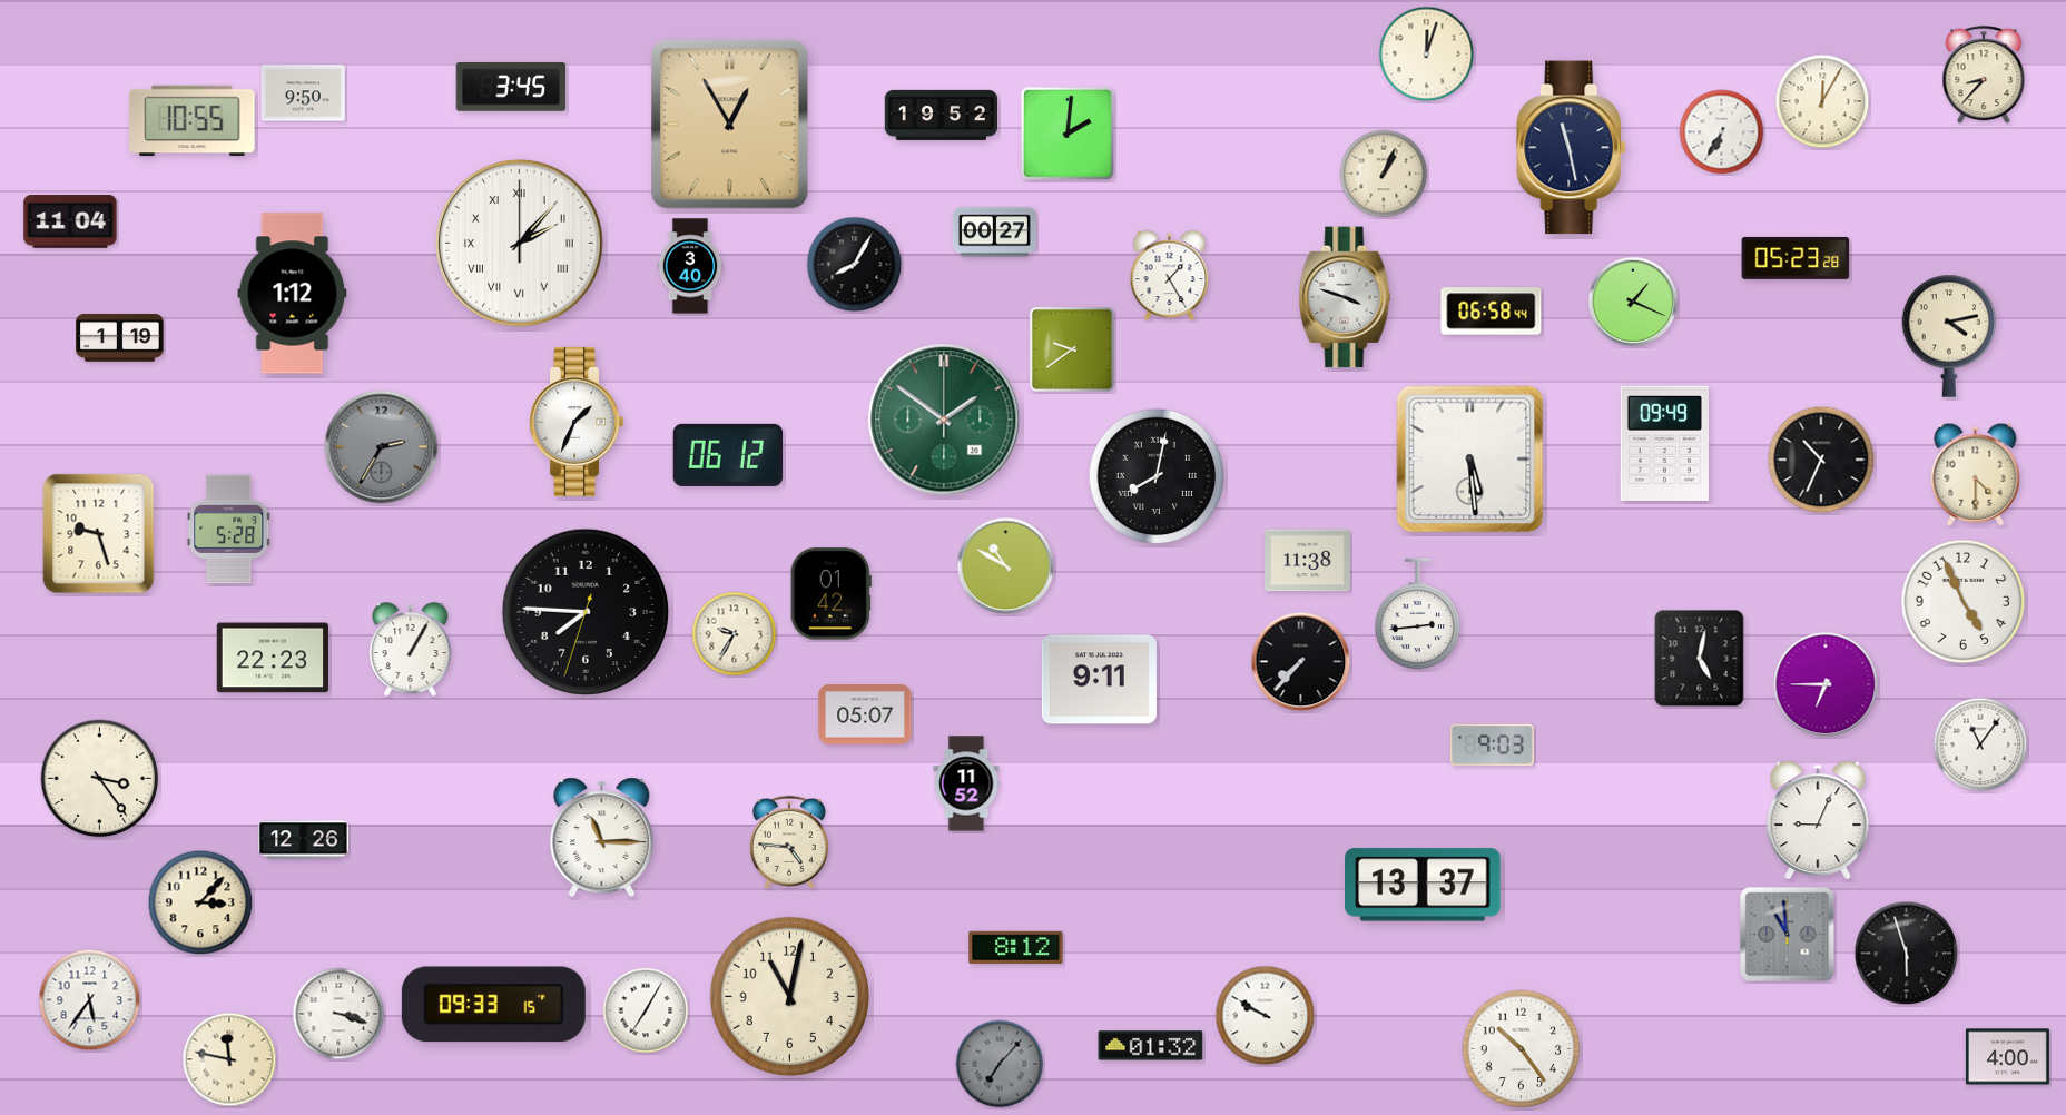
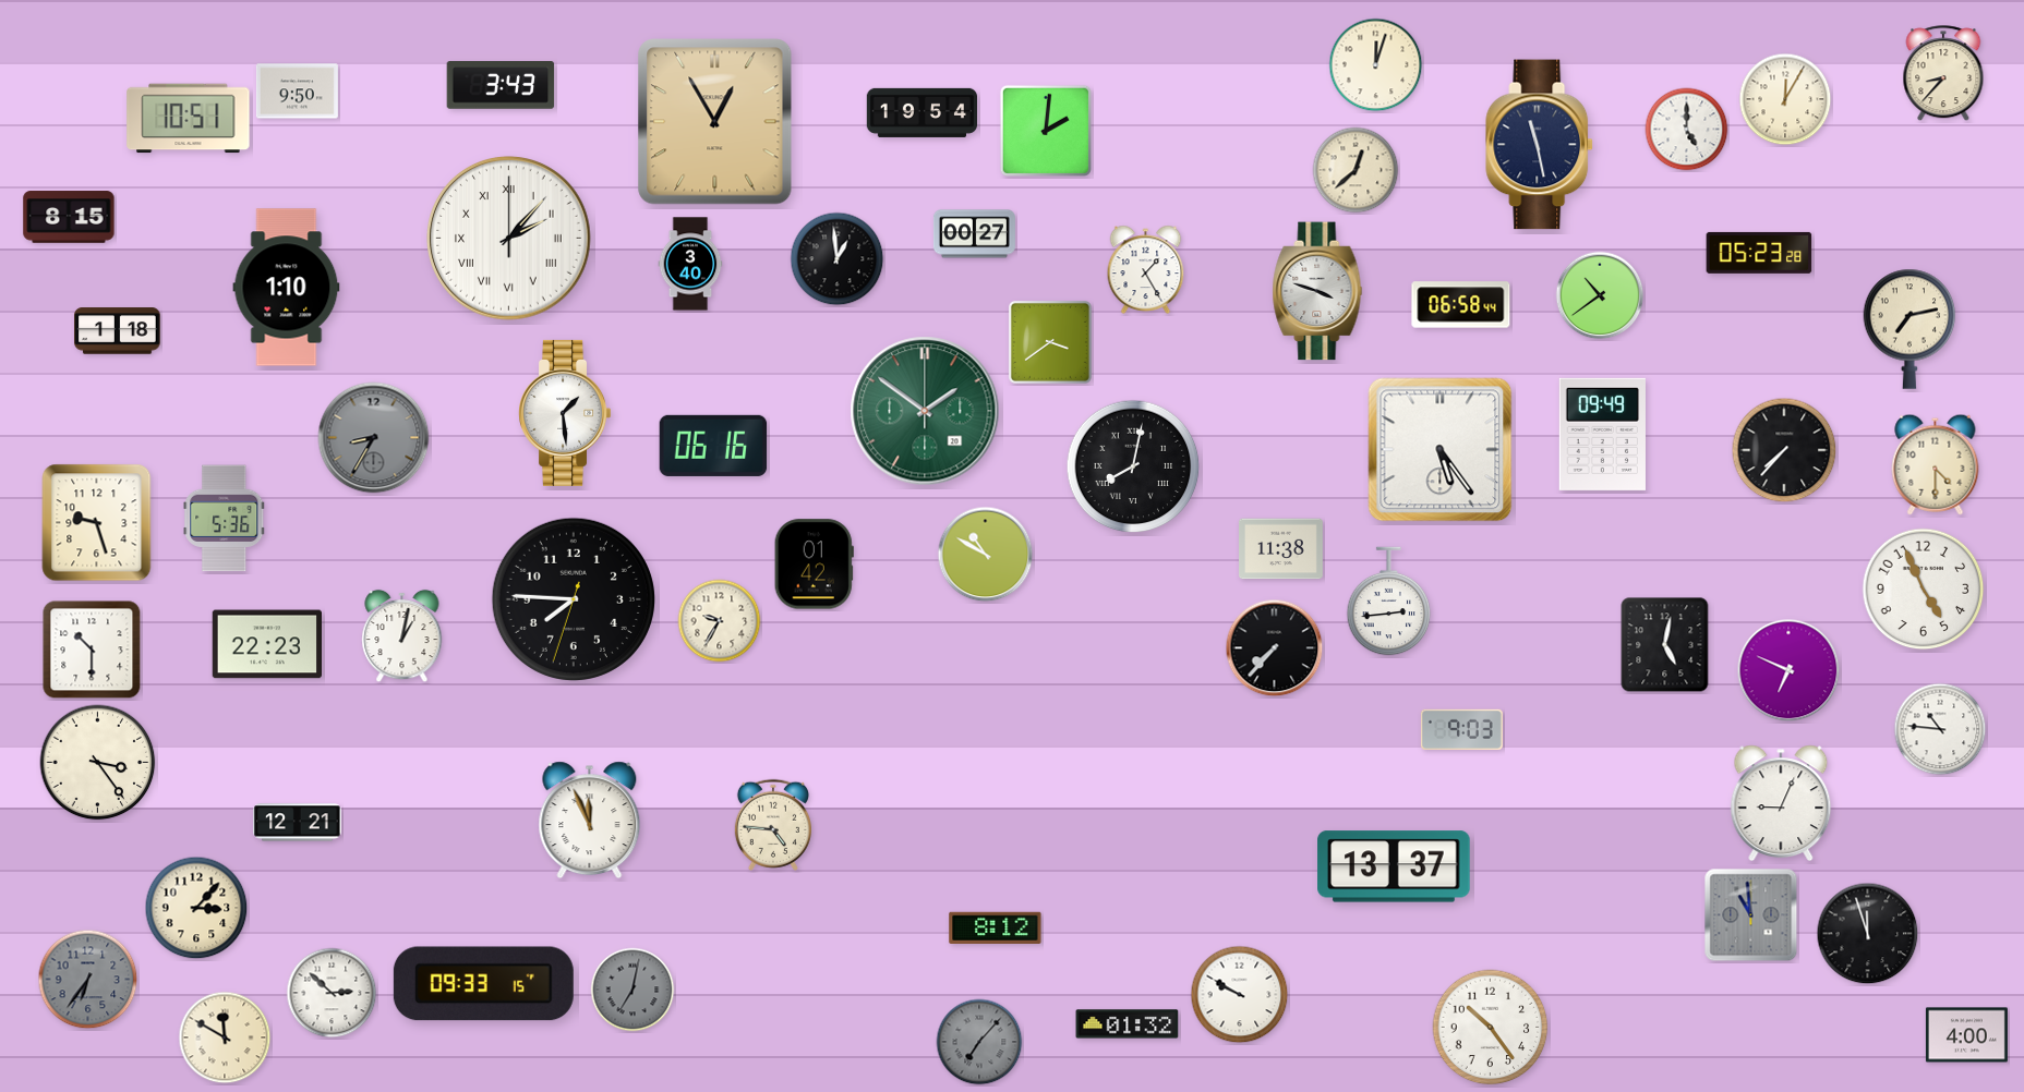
clock at (1427, 55) position: (1427, 55) -> (1376, 65)
clock at (511, 88): 3:45 -> 3:43
clock at (941, 115): 19:52 -> 19:54
clock at (193, 121): 10:55 -> 10:51
clock at (1722, 132): 6:35 -> 5:00
clock at (1384, 174): 1:04 -> 12:38
clock at (70, 221): 11:04 -> 8:15
clock at (994, 233) position: (994, 233) -> (974, 234)
clock at (855, 265): 8:05 -> 12:59
clock at (690, 266) position: (690, 266) -> (690, 264)
clock at (293, 294): 1:12 -> 1:10
clock at (1633, 302): 1:19 -> 10:39
clock at (1949, 336): 4:13 -> 7:13
clock at (120, 338): 1:19 -> 1:18
clock at (1072, 349): 9:39 -> 3:39
clock at (577, 422): 1:34 -> 1:29
clock at (1664, 443) position: (1664, 443) -> (1602, 434)
clock at (382, 447): 2:35 -> 8:35
clock at (728, 455): 06:12 -> 06:16
clock at (1470, 460): 5:29 -> 5:24
clock at (1821, 460): 10:34 -> 7:37
clock at (229, 530): 5:28 -> 5:36
clock at (830, 594) position: (830, 594) -> (814, 565)
clock at (411, 650): 1:05 -> 1:02
clock at (92, 650): none -> 10:30
clock at (1099, 680): 9:11 -> none
clock at (1826, 684): 6:45 -> 6:49
clock at (865, 714): 05:07 -> none
clock at (1980, 744): 11:06 -> 10:46
clock at (966, 783): 11:52 -> none
clock at (602, 838): 11:15 -> 11:56
clock at (304, 840): 12:26 -> 12:21
clock at (200, 902) position: (200, 902) -> (196, 908)
clock at (1907, 954): 5:57 -> 11:57
clock at (789, 996): 11:02 -> none
clock at (90, 1000): 5:36 -> 6:36
clock at (90, 1000) dial: white -> grey
clock at (646, 1010): 7:05 -> 7:02
clock at (646, 1010) dial: white -> grey
clock at (338, 1014): 3:18 -> 2:52
clock at (229, 1059): 11:47 -> 11:50
